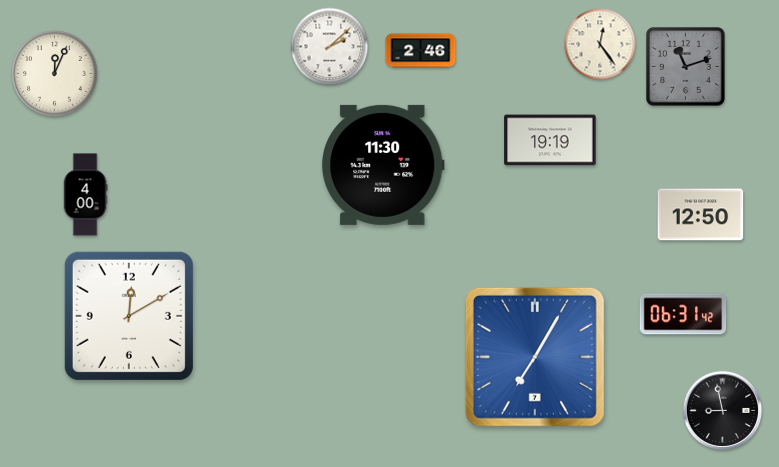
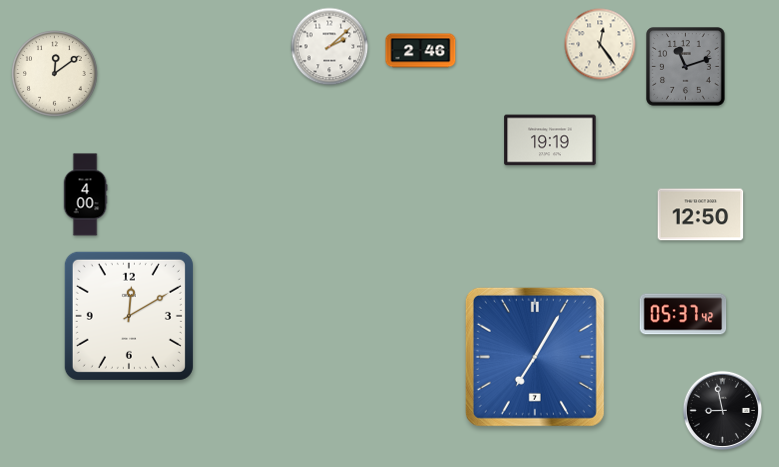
clock at (55, 74): 12:04 -> 12:09
clock at (384, 165): 11:30 -> none
clock at (683, 314): 06:31 -> 05:37
